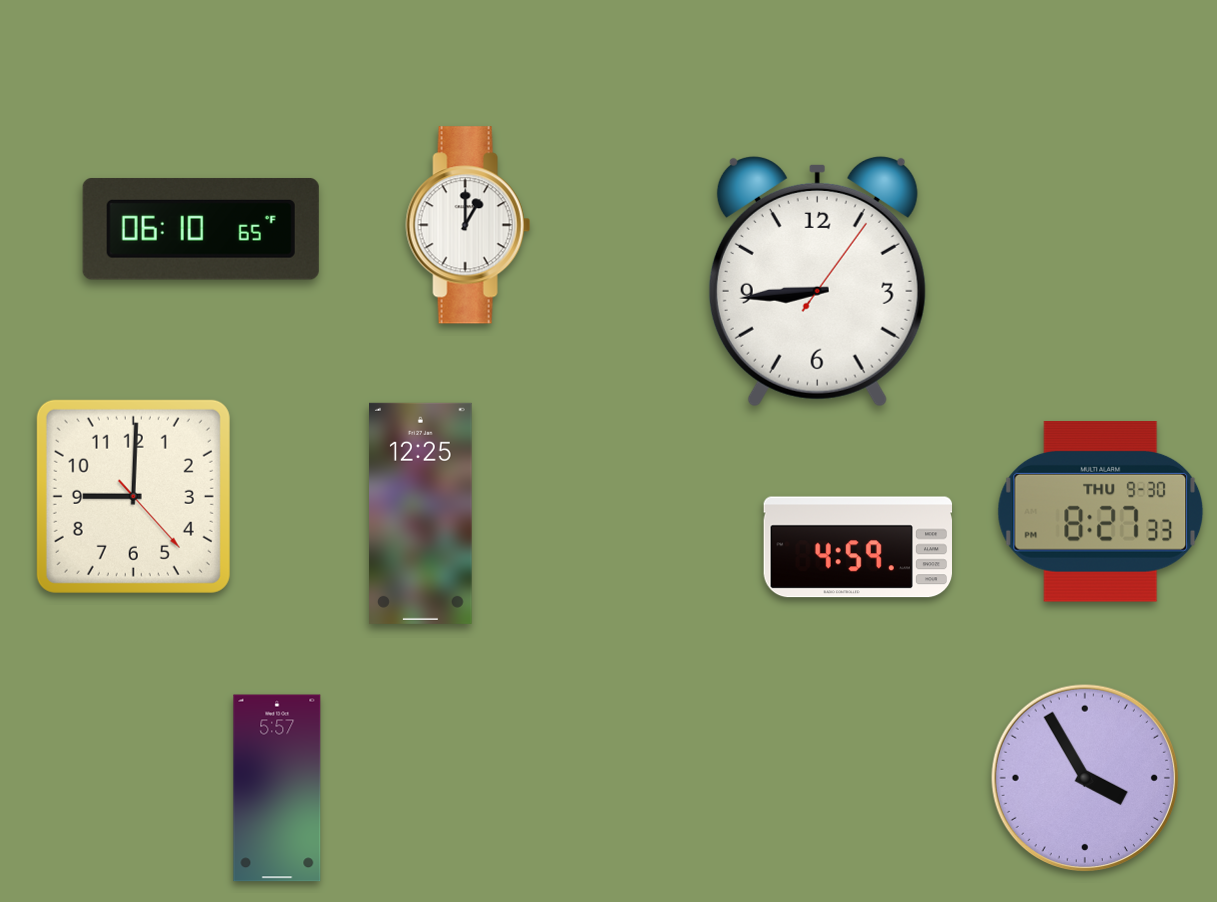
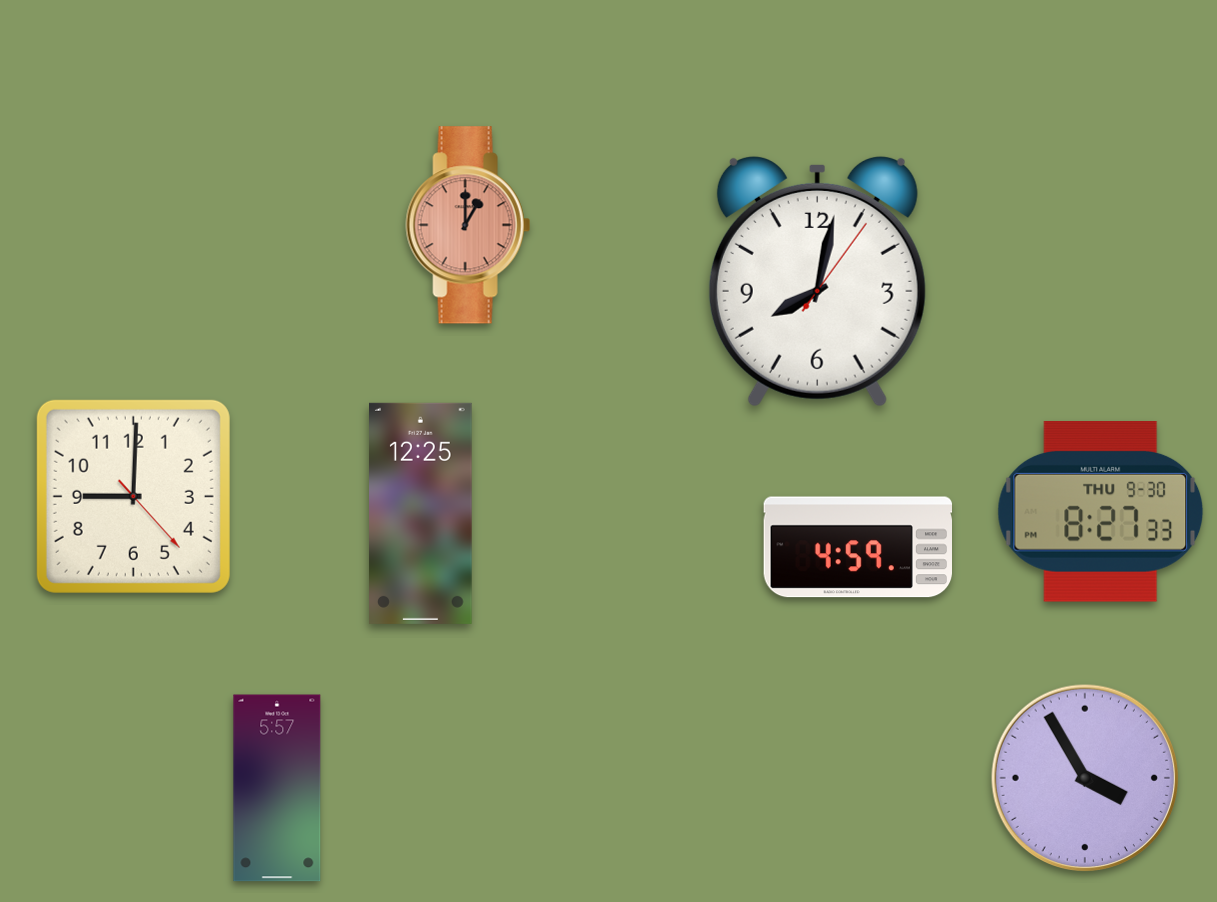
clock at (468, 225) dial: white -> salmon
clock at (201, 229): 06:10 -> none
clock at (817, 281): 8:44 -> 8:02
